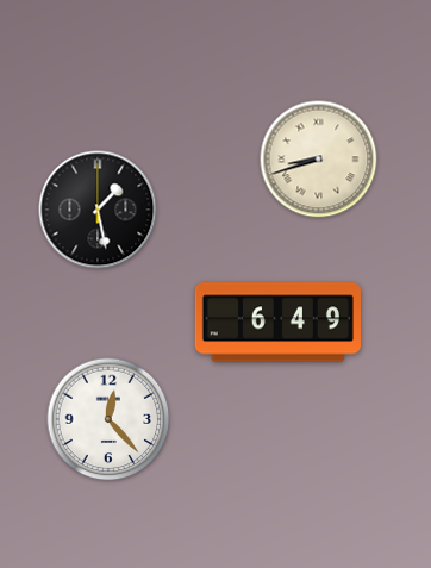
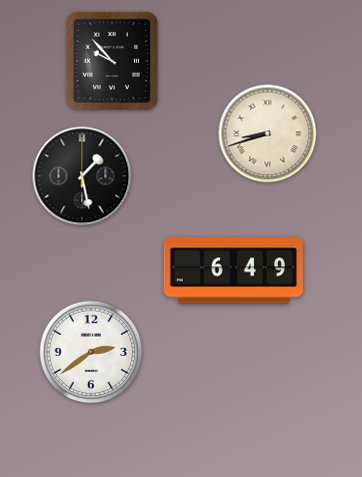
clock at (112, 61): none -> 9:53
clock at (108, 419): 12:23 -> 2:39
